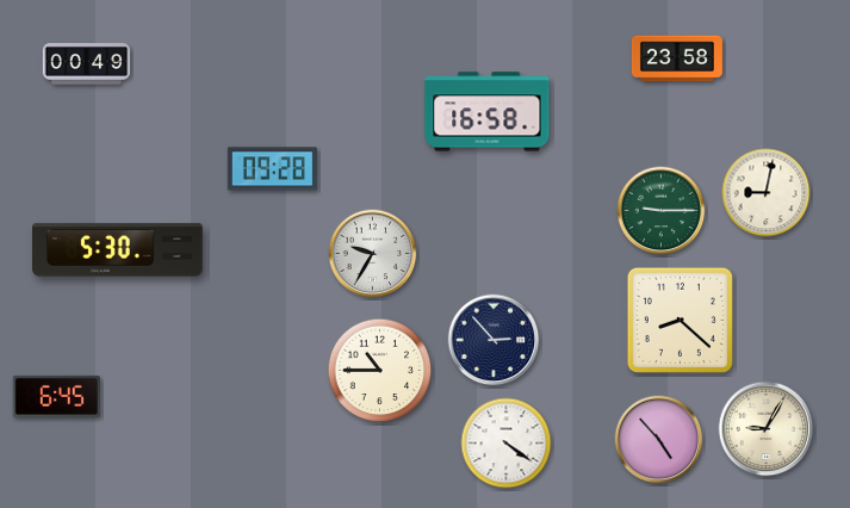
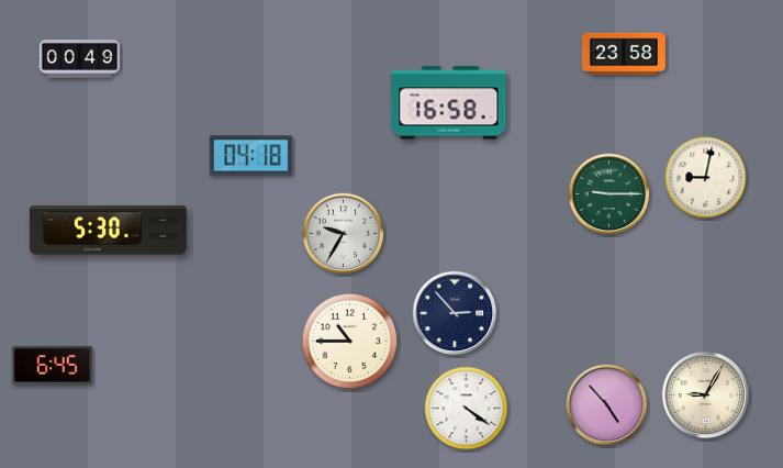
clock at (272, 169): 09:28 -> 04:18
clock at (680, 320): 8:22 -> none
